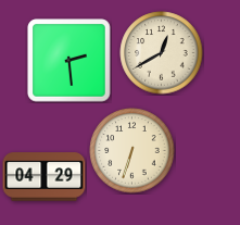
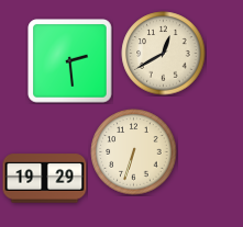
clock at (45, 177): 04:29 -> 19:29
